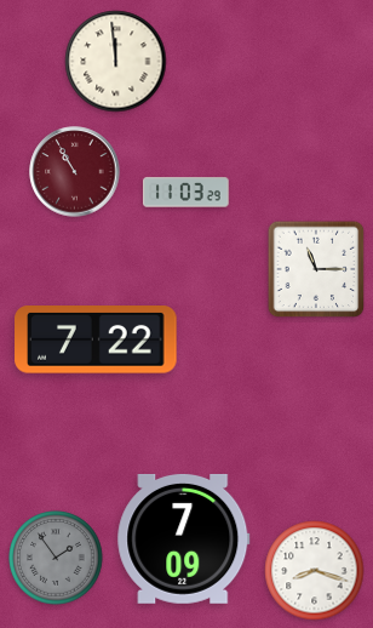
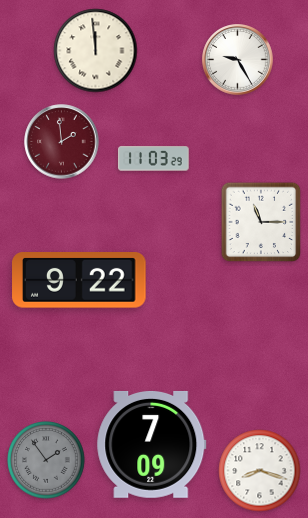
clock at (238, 60): none -> 9:25
clock at (75, 172): 10:55 -> 1:59
clock at (96, 341): 7:22 -> 9:22
